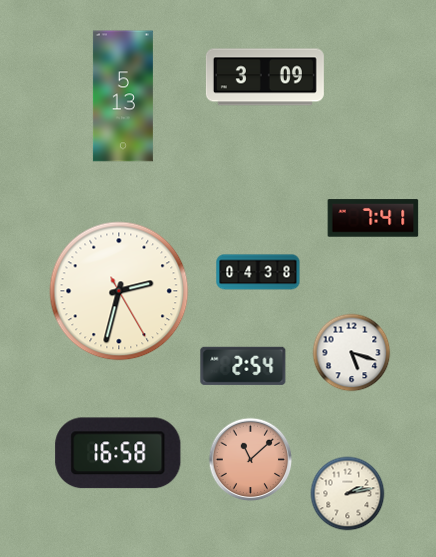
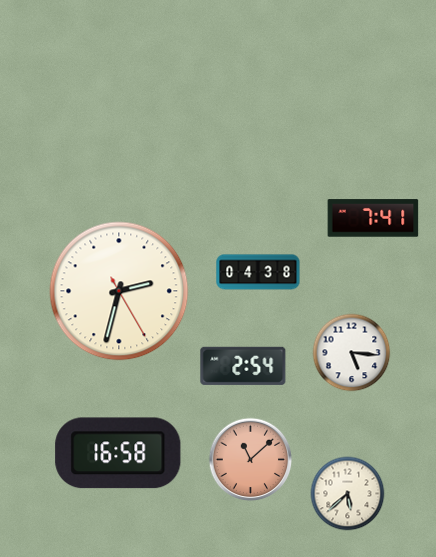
clock at (265, 77): 3:09 -> none
clock at (123, 96): 5:13 -> none
clock at (352, 353): 5:18 -> 5:16
clock at (348, 494): 2:13 -> 5:38
